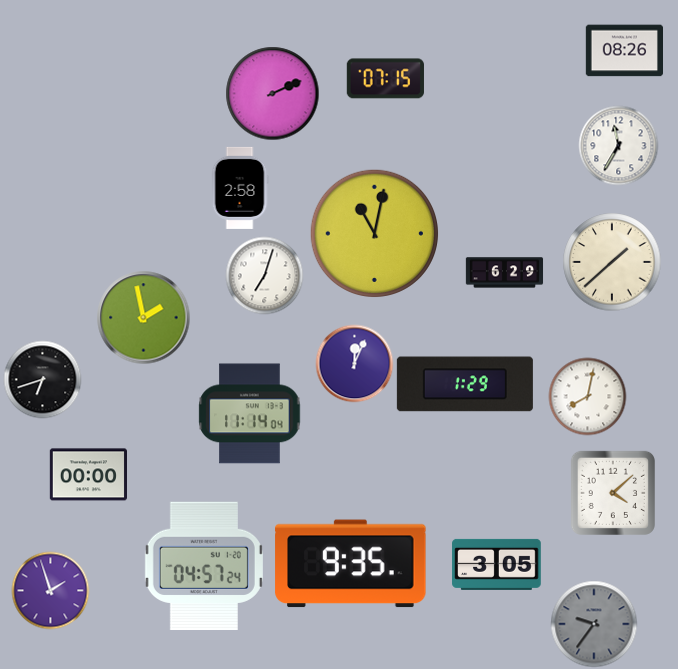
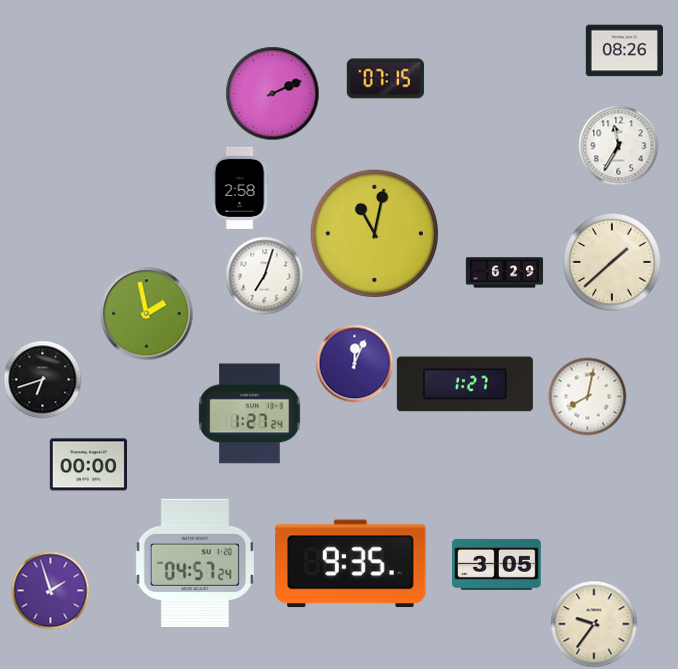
clock at (143, 317) position: (143, 317) -> (146, 313)
clock at (465, 384): 1:29 -> 1:27
clock at (250, 414): 11:14 -> 1:27
clock at (88, 475) position: (88, 475) -> (88, 465)
clock at (613, 493): 4:08 -> none
clock at (204, 566) position: (204, 566) -> (195, 563)
clock at (594, 624) dial: grey -> cream
